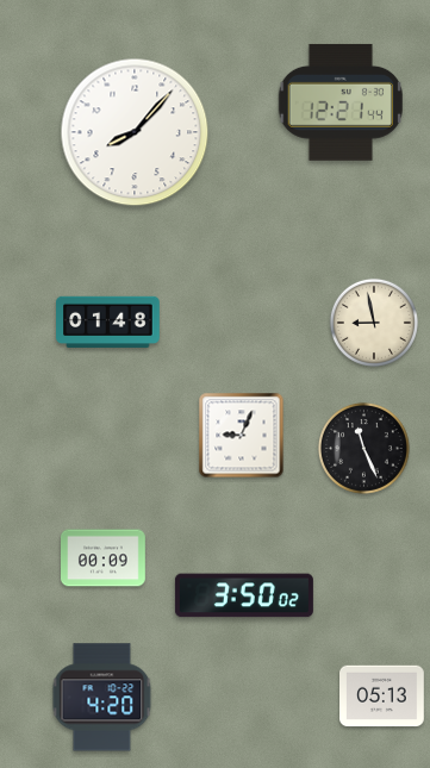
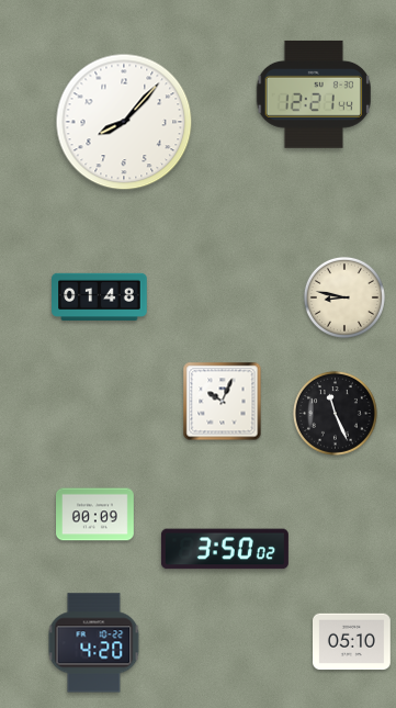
clock at (374, 323): 8:58 -> 8:47
clock at (242, 436): 9:04 -> 10:04
clock at (382, 697): 05:13 -> 05:10
